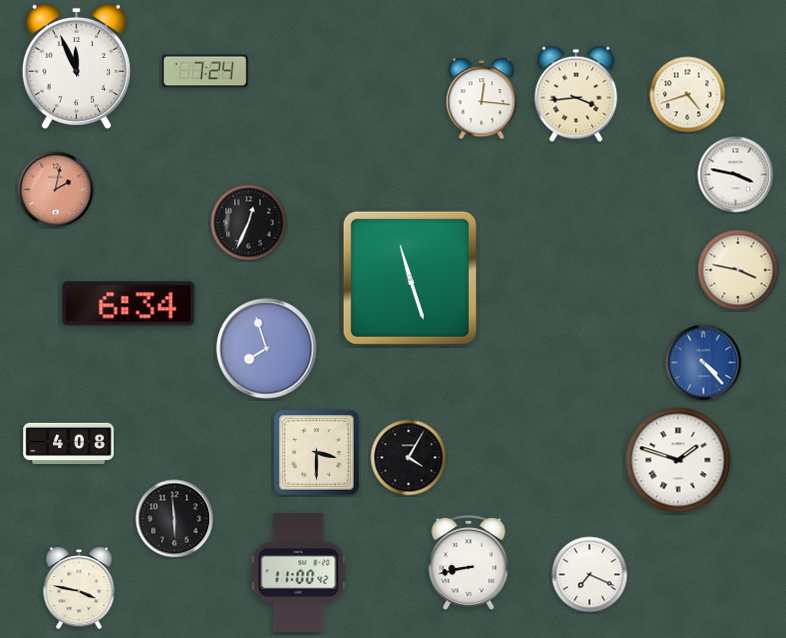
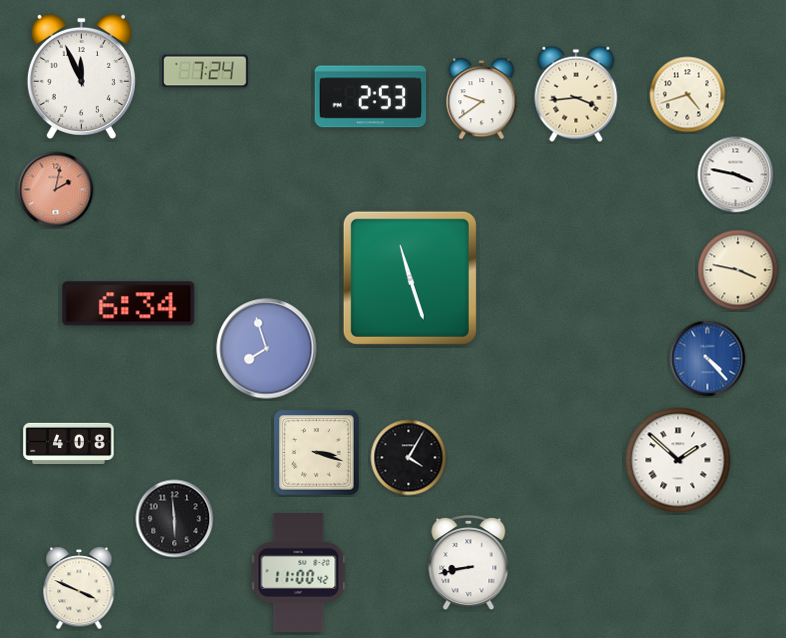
clock at (76, 66) position: (76, 66) -> (81, 76)
clock at (370, 97): none -> 2:53
clock at (482, 99): 12:16 -> 9:39
clock at (249, 223): 12:34 -> none
clock at (704, 363) position: (704, 363) -> (708, 359)
clock at (317, 453): 3:30 -> 3:18
clock at (678, 460): 1:48 -> 1:52
clock at (590, 575): 7:19 -> none
clock at (79, 589): 3:47 -> 3:49
